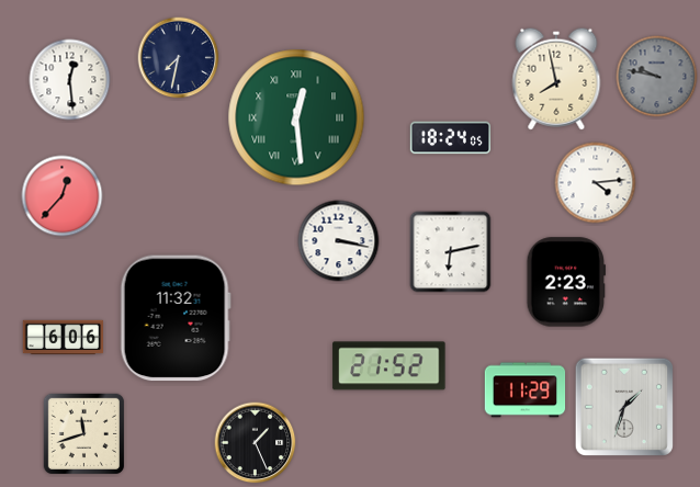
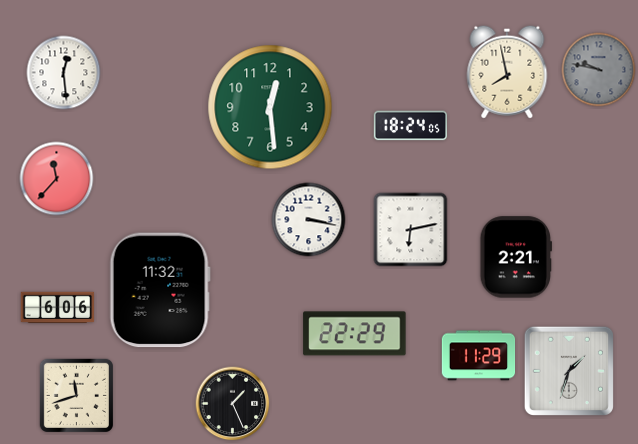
clock at (179, 58): 7:32 -> none
clock at (296, 117) numerals: Roman -> Arabic
clock at (596, 183): 4:14 -> none
clock at (63, 196): 12:37 -> 11:37
clock at (565, 282): 2:23 -> 2:21
clock at (389, 366): 21:52 -> 22:29
